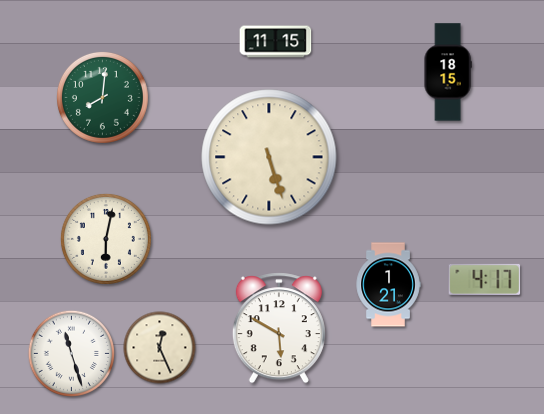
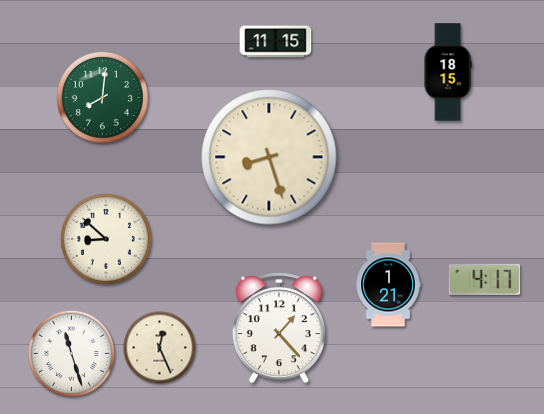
clock at (269, 157): 5:27 -> 8:27
clock at (106, 239): 6:02 -> 8:52
clock at (279, 328): 5:50 -> 1:23
